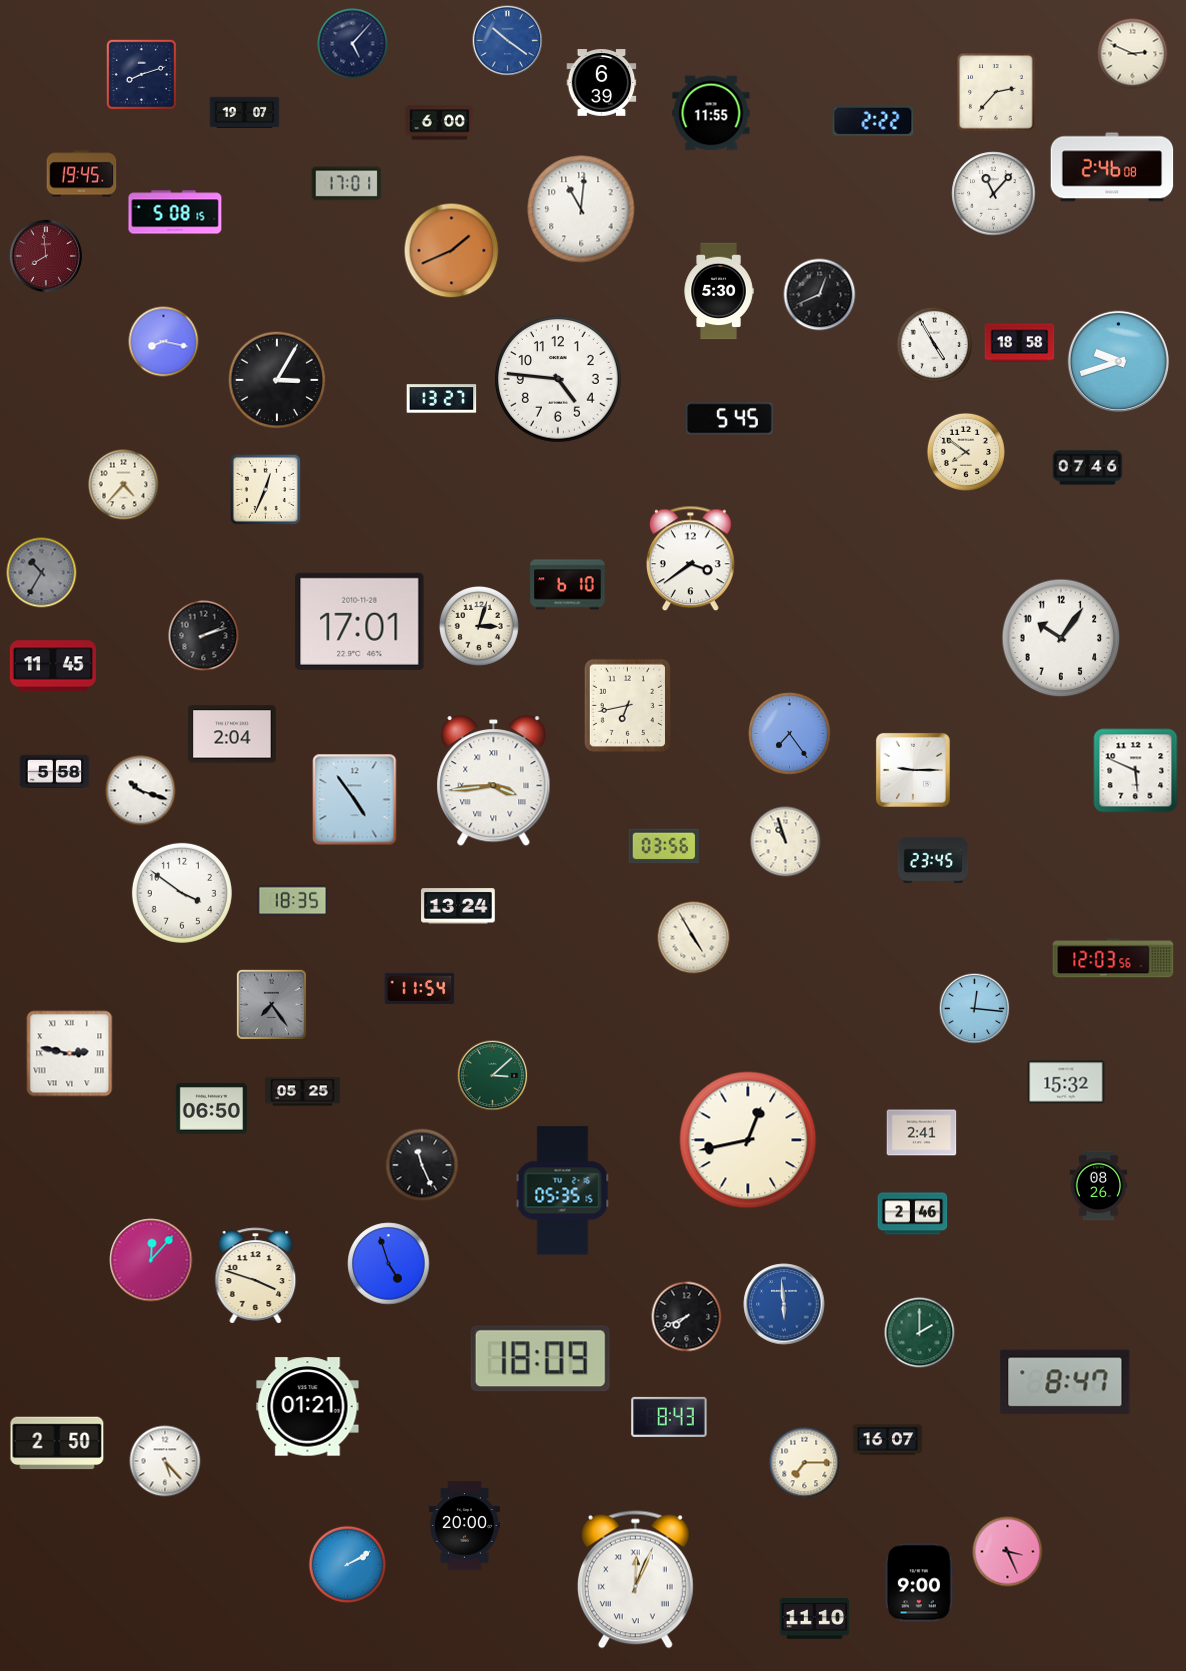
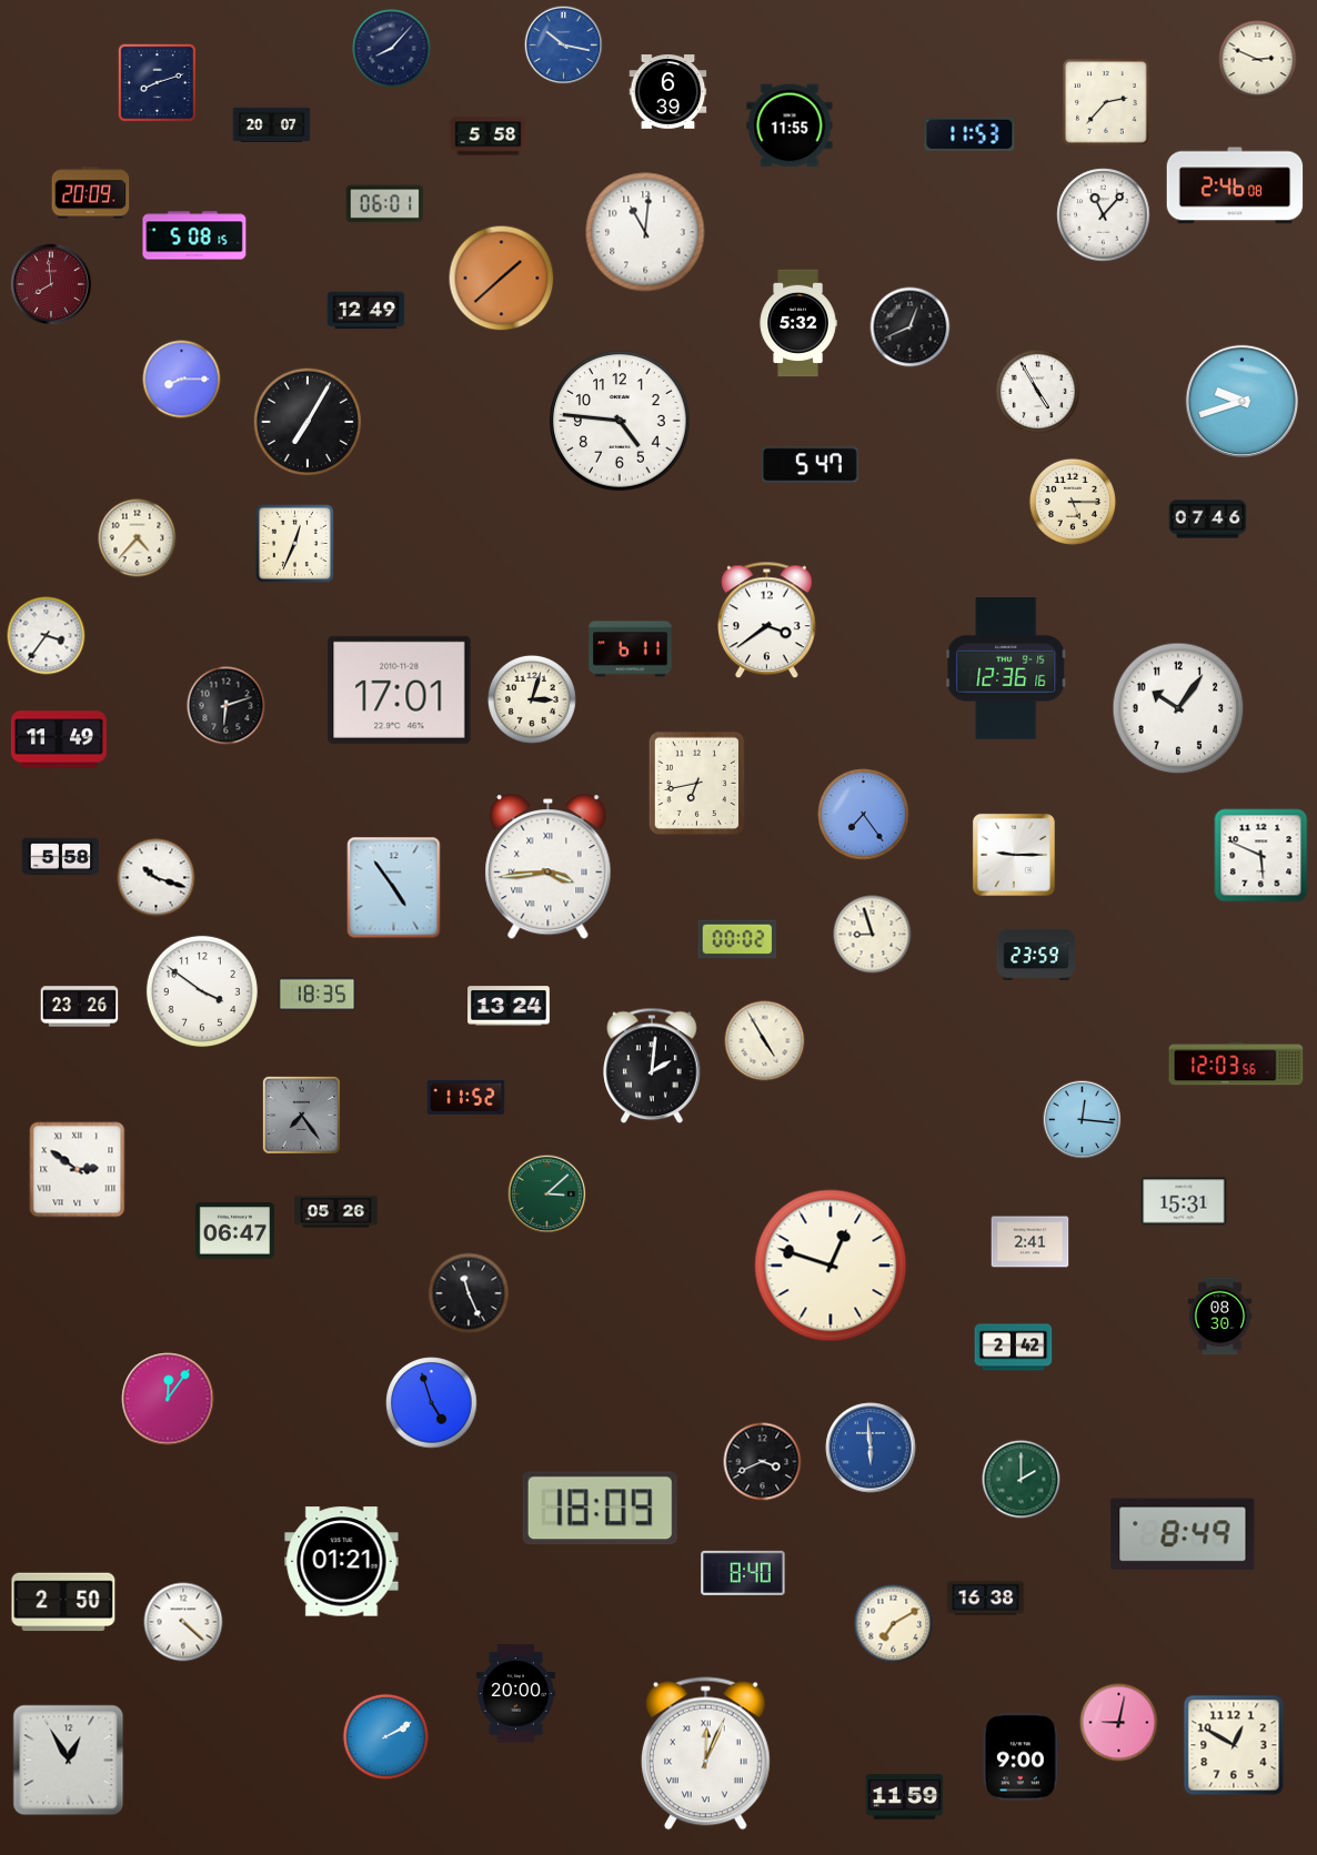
clock at (508, 41): 10:21 -> 10:17
clock at (353, 44): 5:07 -> 8:07
clock at (245, 112): 19:07 -> 20:07
clock at (873, 121): 2:22 -> 11:53
clock at (440, 123): 6:00 -> 5:58
clock at (82, 174): 19:45 -> 20:09
clock at (347, 184): 17:01 -> 06:01
clock at (452, 251): 1:41 -> 1:38
clock at (366, 311): none -> 12:49
clock at (719, 291): 5:30 -> 5:32
clock at (164, 342): 8:17 -> 8:15
clock at (1020, 343): 18:58 -> none
clock at (935, 345) position: (935, 345) -> (1038, 392)
clock at (277, 380): 3:05 -> 7:05
clock at (442, 399): 13:27 -> none
clock at (730, 419): 5:45 -> 5:47
clock at (966, 452): 7:51 -> 5:15
clock at (42, 573): 10:35 -> 3:36
clock at (42, 573) dial: grey -> white
clock at (568, 585): 6:10 -> 6:11
clock at (1006, 668): none -> 12:36
clock at (479, 626) position: (479, 626) -> (532, 699)
clock at (204, 636): 2:12 -> 6:12
clock at (53, 666): 11:45 -> 11:49
clock at (232, 734): 2:04 -> none
clock at (790, 734) position: (790, 734) -> (864, 815)
clock at (786, 842): 10:57 -> 8:57
clock at (664, 846): 03:56 -> 00:02
clock at (933, 859): 23:45 -> 23:59
clock at (293, 901) position: (293, 901) -> (318, 995)
clock at (80, 1007): none -> 23:26
clock at (694, 938) position: (694, 938) -> (765, 1041)
clock at (652, 1066): none -> 2:01
clock at (420, 988): 11:54 -> 11:52
clock at (70, 1054): 2:47 -> 2:51
clock at (1066, 1082): 15:32 -> 15:31
clock at (303, 1092): 05:25 -> 05:26
clock at (211, 1109): 06:50 -> 06:47
clock at (922, 1133) position: (922, 1133) -> (1031, 1242)
clock at (748, 1140): 12:43 -> 12:48
clock at (1099, 1186): 08:26 -> 08:30
clock at (563, 1191): 05:35 -> none
clock at (913, 1214): 2:46 -> 2:42
clock at (151, 1260): 12:07 -> 12:06
clock at (256, 1276): 3:48 -> none
clock at (687, 1317): 7:41 -> 3:41
clock at (1065, 1382): 8:47 -> 8:49
clock at (669, 1417): 8:43 -> 8:40
clock at (888, 1440): 16:07 -> 16:38
clock at (165, 1461): 5:23 -> 4:22
clock at (805, 1463): 7:15 -> 7:10
clock at (1008, 1552): 3:26 -> 9:02
clock at (1234, 1745): none -> 12:50
clock at (69, 1761): none -> 12:55
clock at (815, 1618): 11:10 -> 11:59
